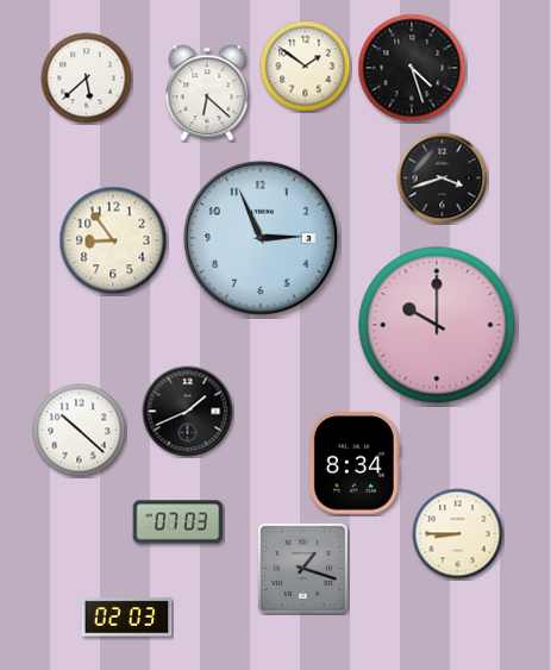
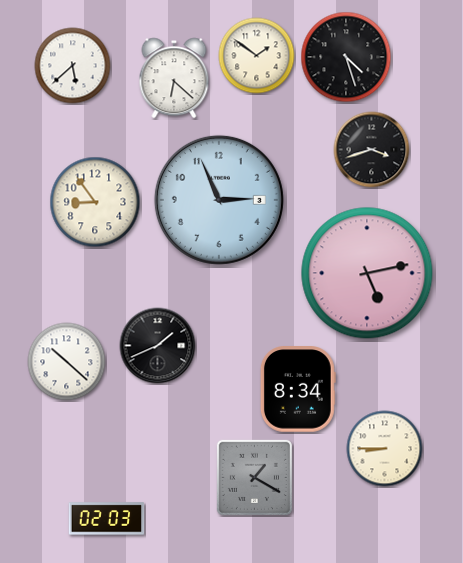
clock at (437, 325): 10:00 -> 5:13
clock at (179, 522): 07:03 -> none
clock at (302, 568): 1:18 -> 1:20
